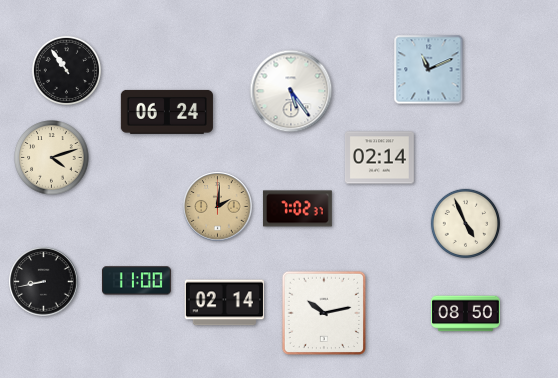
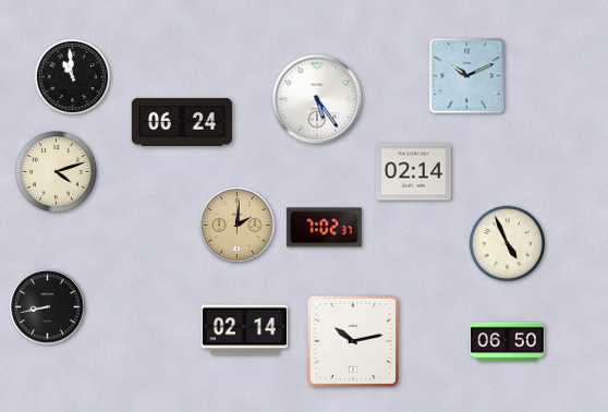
clock at (66, 70): 10:54 -> 10:59
clock at (429, 70): 11:11 -> 10:11
clock at (136, 281): 11:00 -> none
clock at (466, 314): 08:50 -> 06:50
